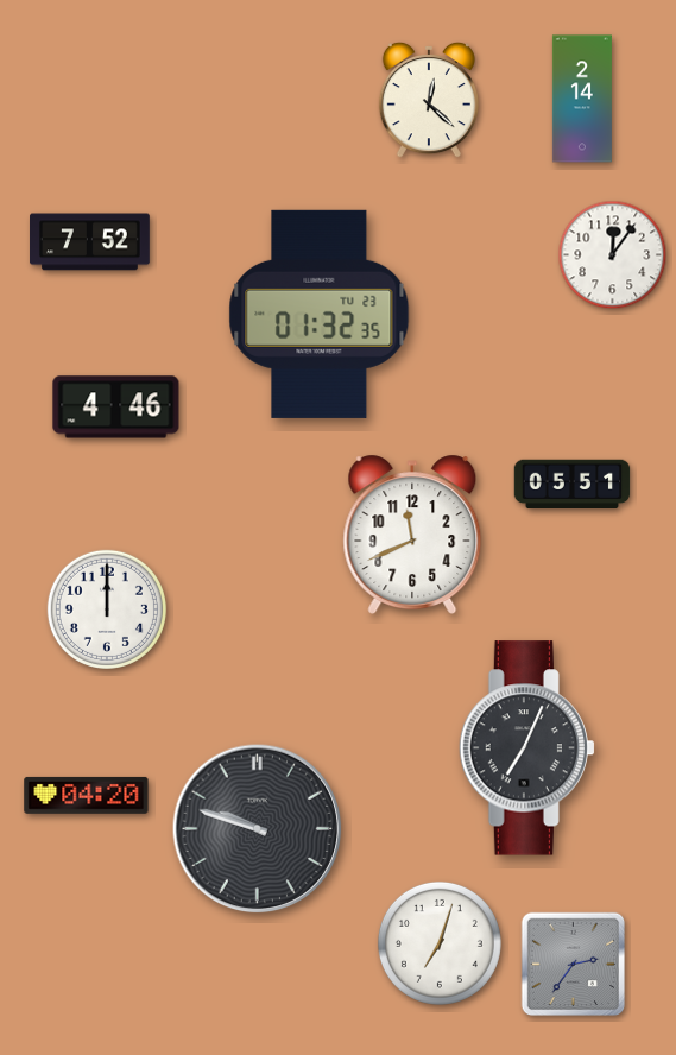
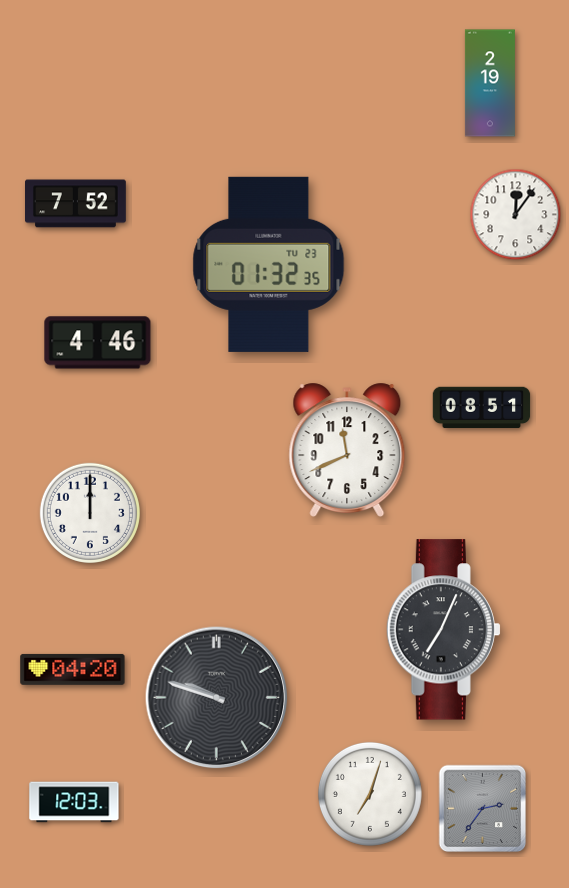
clock at (582, 99): 2:14 -> 2:19
clock at (429, 100): 12:22 -> none
clock at (573, 485): 05:51 -> 08:51
clock at (74, 802): none -> 12:03
clock at (574, 965) position: (574, 965) -> (483, 809)
